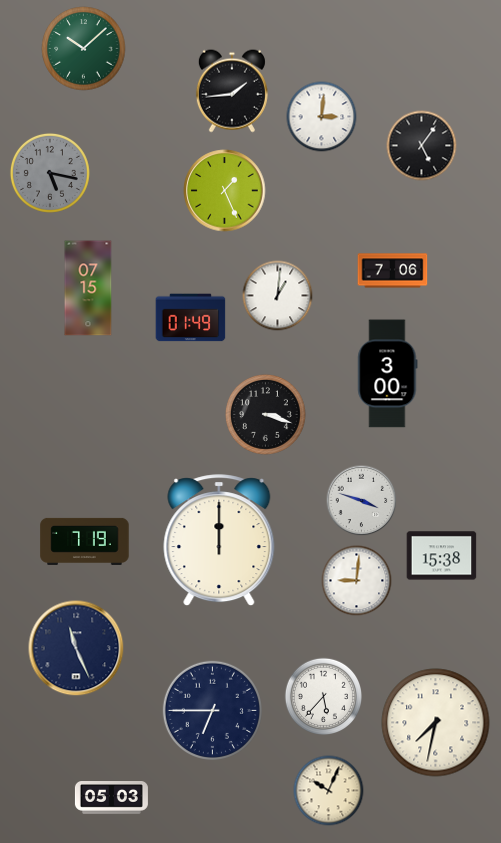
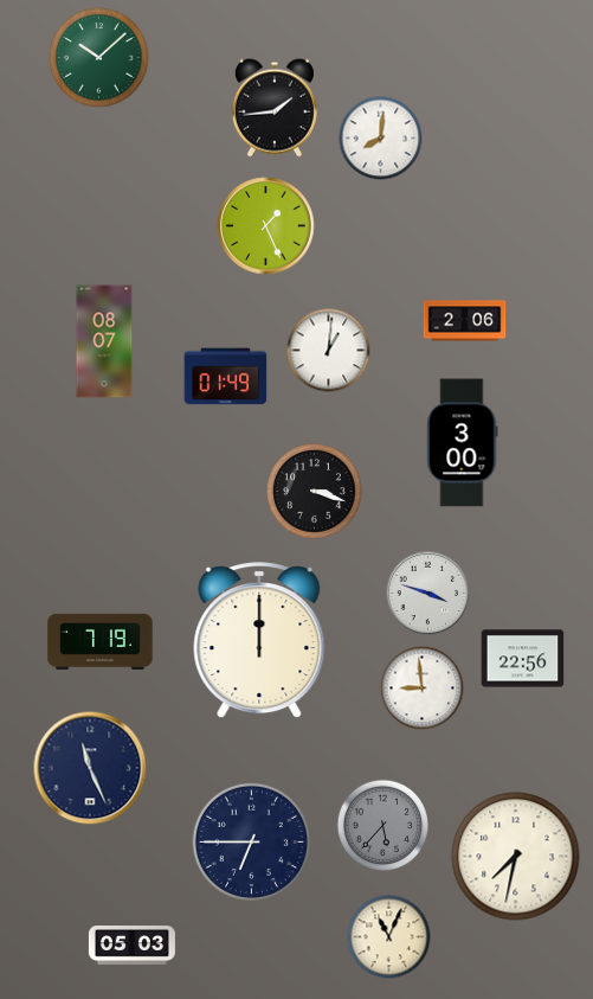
clock at (322, 117): 3:01 -> 8:01
clock at (422, 146): 5:06 -> none
clock at (50, 173): 5:17 -> none
clock at (393, 271): 7:06 -> 2:06
clock at (88, 288): 07:15 -> 08:07
clock at (388, 374) position: (388, 374) -> (463, 443)
clock at (442, 556): 15:38 -> 22:56
clock at (357, 581): 9:01 -> 8:59
clock at (323, 696) dial: white -> grey
clock at (329, 791): 10:04 -> 11:04
